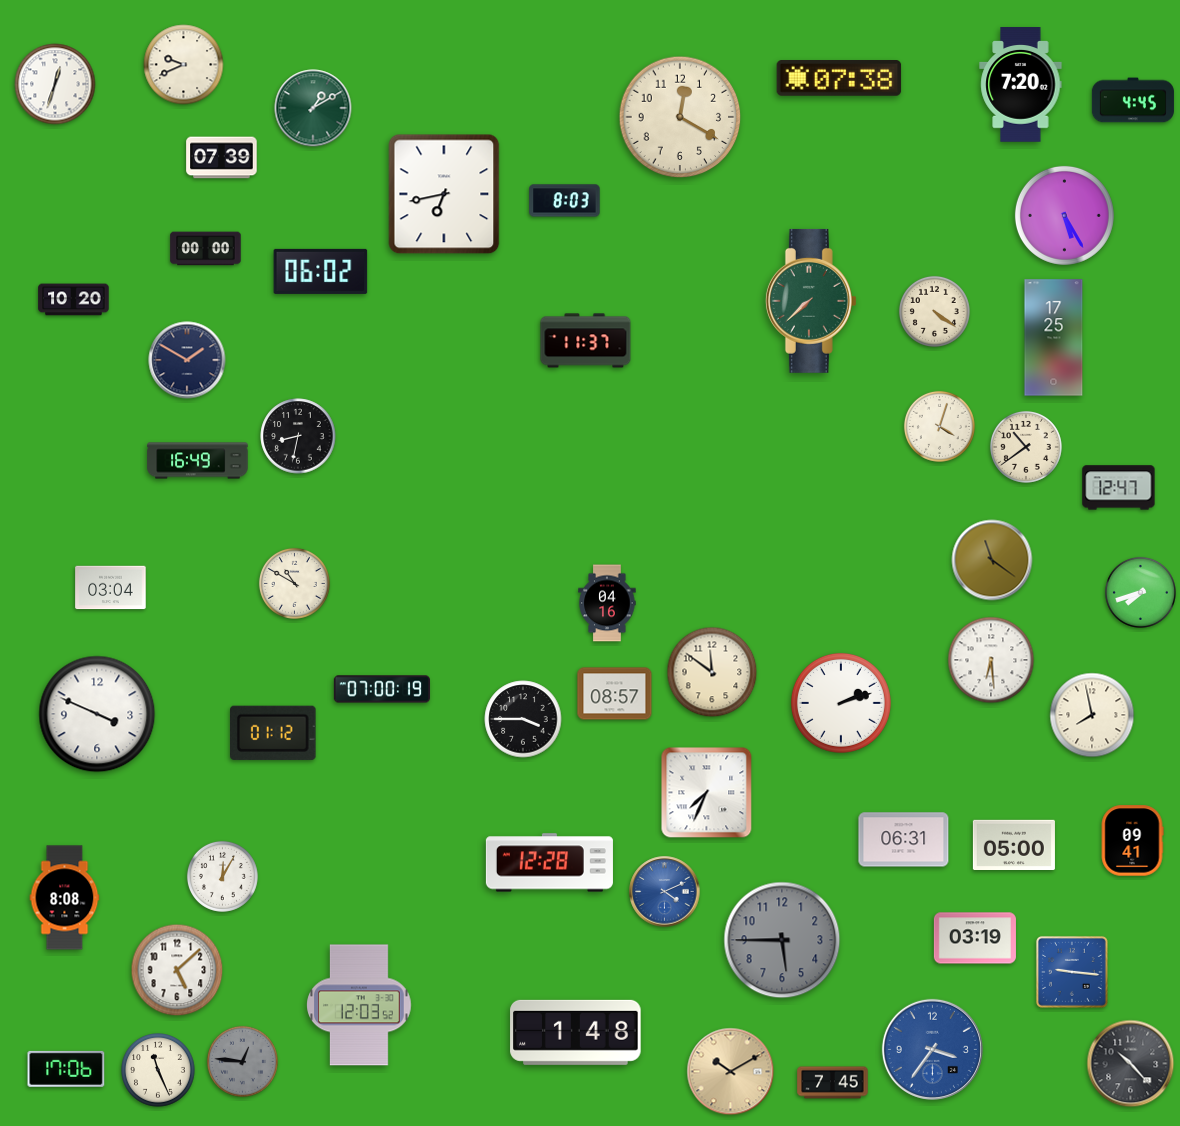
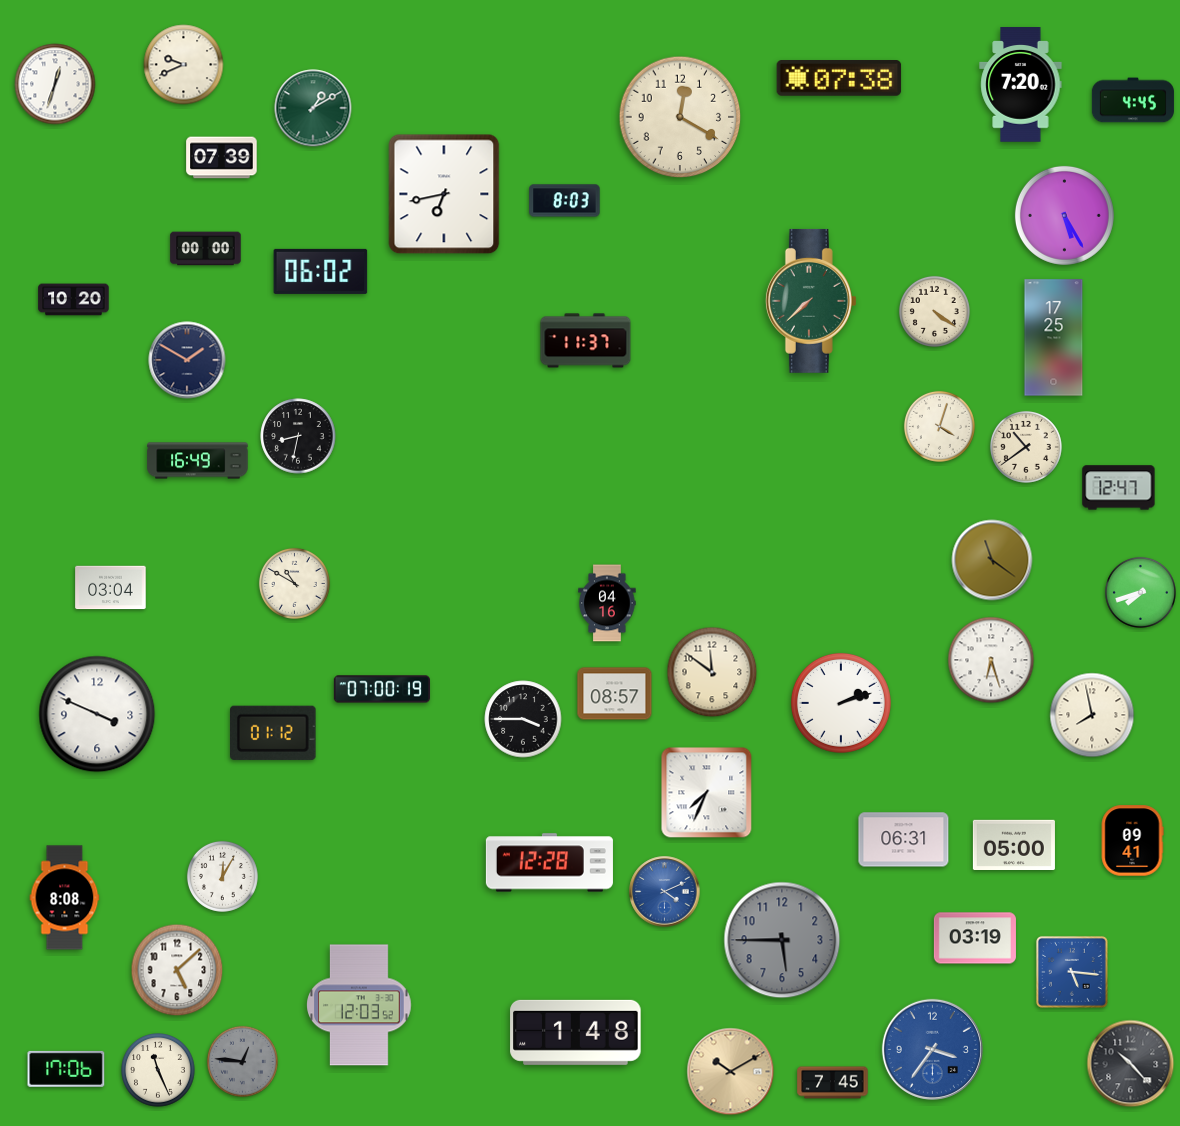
clock at (991, 660): 6:29 -> 6:27
clock at (1072, 972): 9:16 -> 5:16
